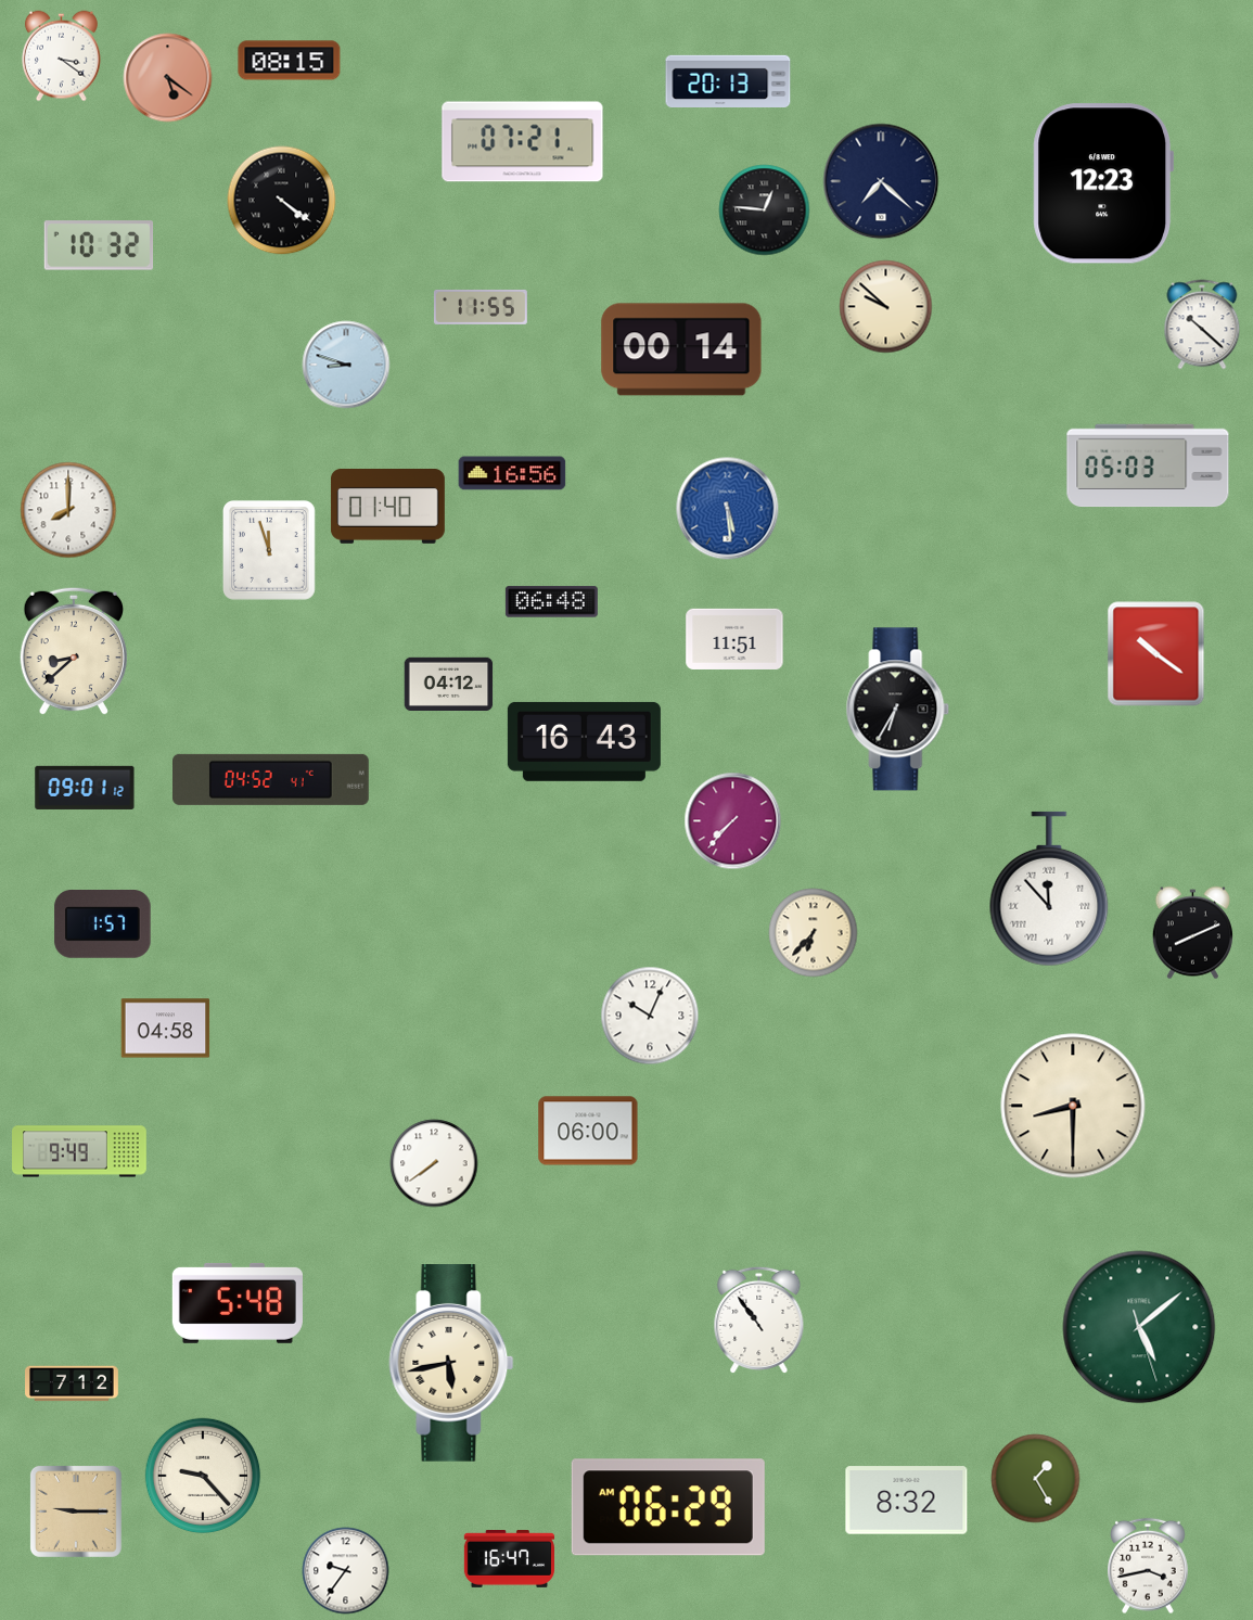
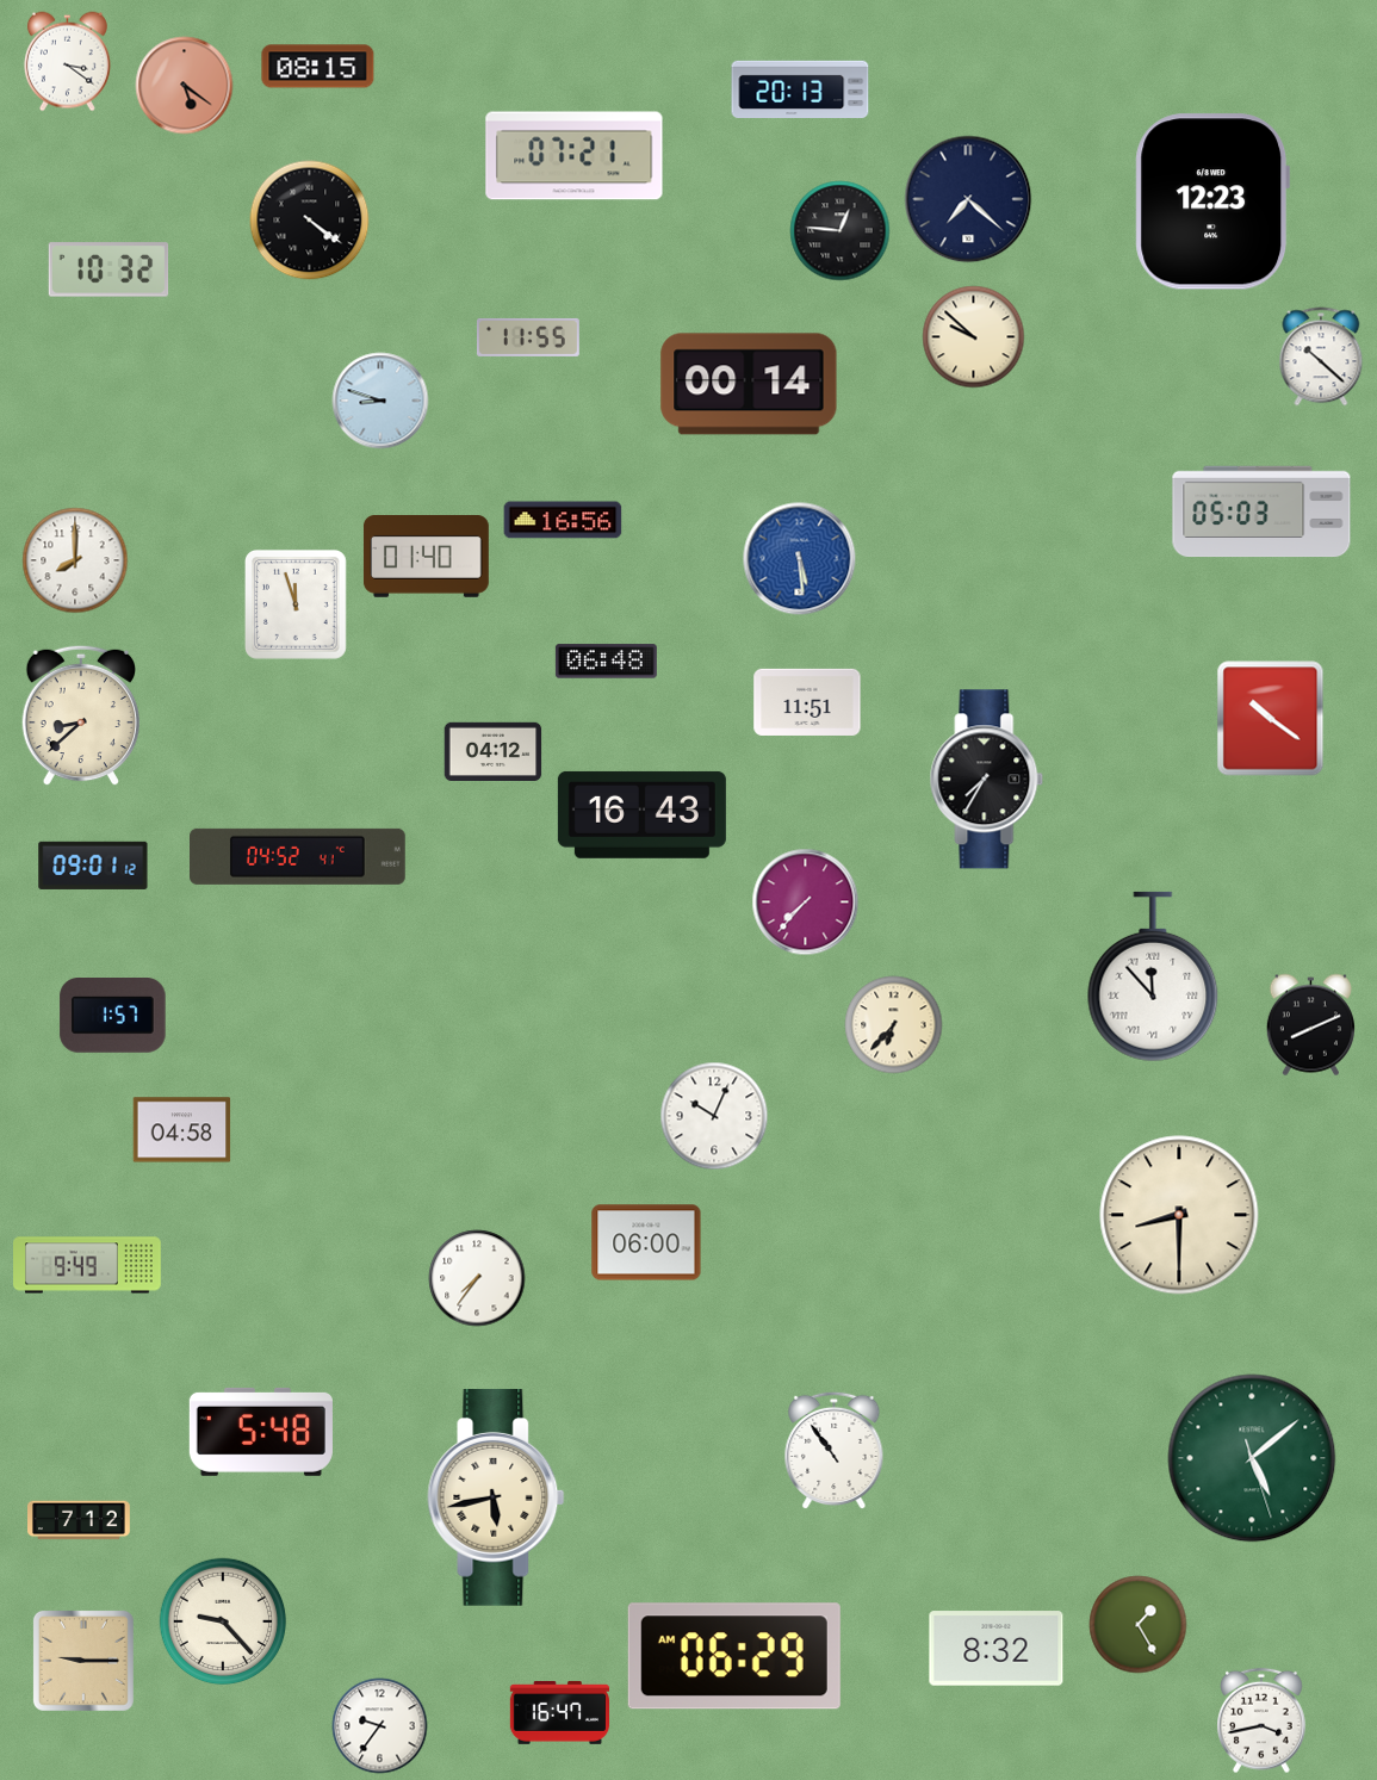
clock at (898, 710): 6:35 -> 7:35
clock at (434, 1163): 7:39 -> 7:36
